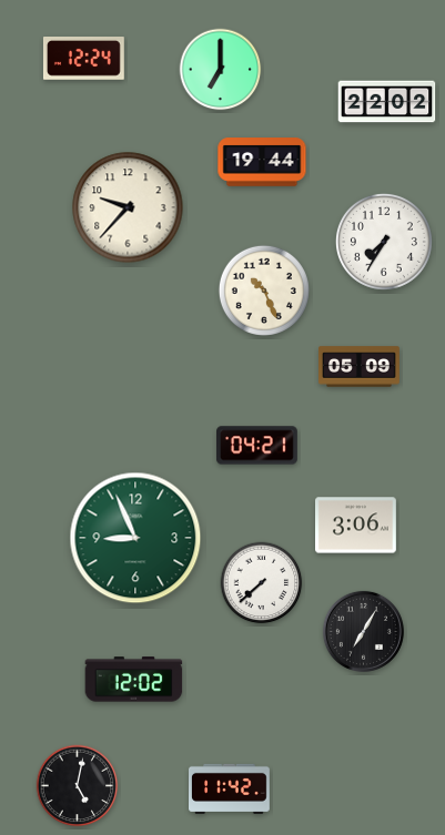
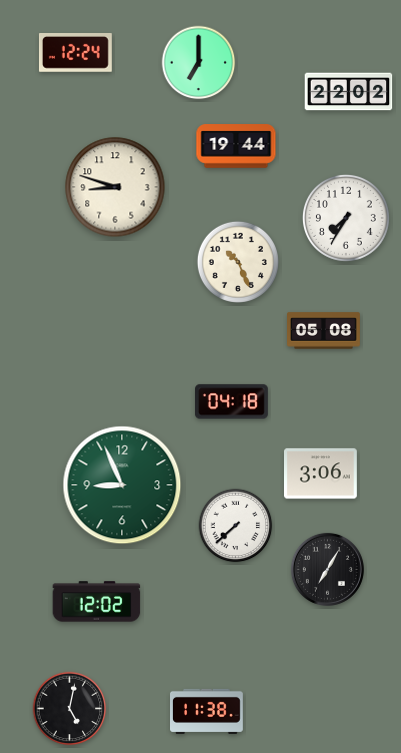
clock at (128, 207): 9:37 -> 8:48
clock at (360, 367): 05:09 -> 05:08
clock at (257, 446): 04:21 -> 04:18
clock at (134, 680) position: (134, 680) -> (97, 602)
clock at (230, 788): 11:42 -> 11:38
